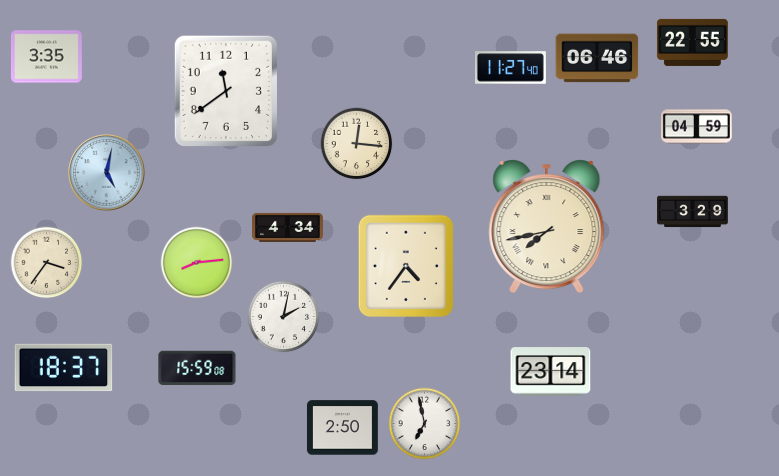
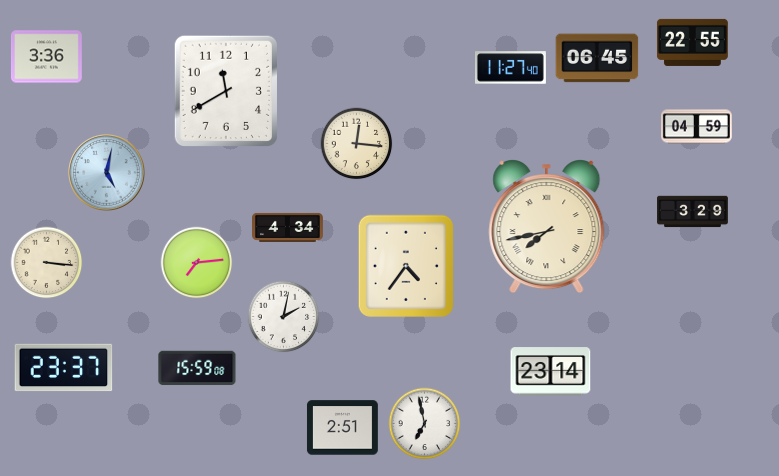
clock at (46, 57): 3:35 -> 3:36
clock at (597, 58): 06:46 -> 06:45
clock at (225, 90): 11:39 -> 11:40
clock at (47, 263): 3:36 -> 3:16
clock at (197, 263): 8:14 -> 7:14
clock at (64, 368): 18:37 -> 23:37
clock at (342, 428): 2:50 -> 2:51
